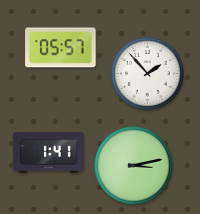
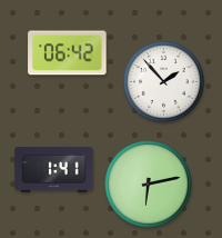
clock at (61, 48): 05:57 -> 06:42
clock at (134, 166): 3:13 -> 6:13
